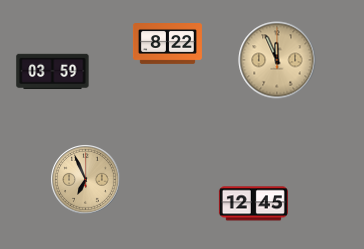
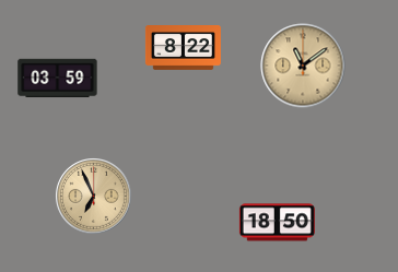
clock at (277, 60): 11:56 -> 11:09
clock at (253, 204): 12:45 -> 18:50
